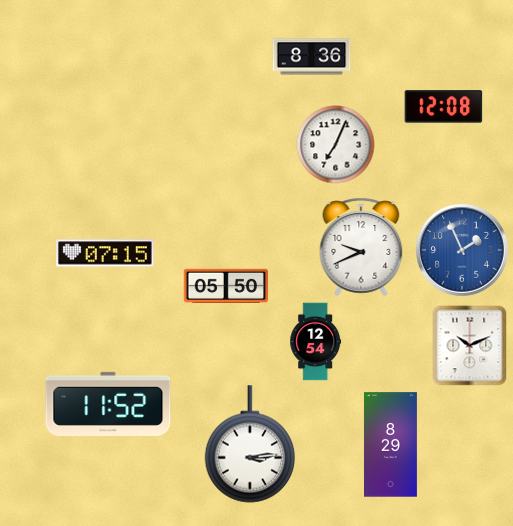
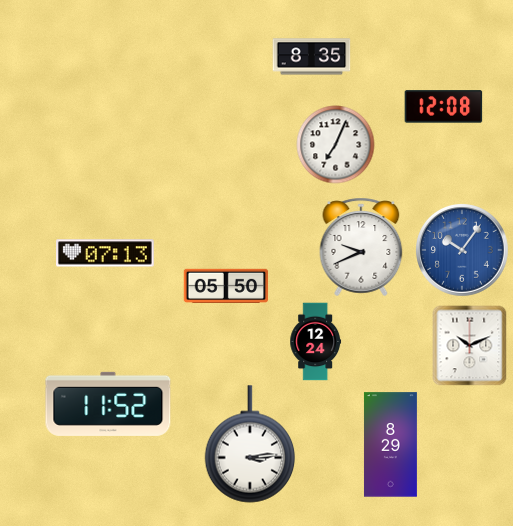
clock at (311, 57): 8:36 -> 8:35
clock at (462, 250): 1:56 -> 10:06
clock at (106, 253): 07:15 -> 07:13
clock at (316, 341): 12:54 -> 12:24
